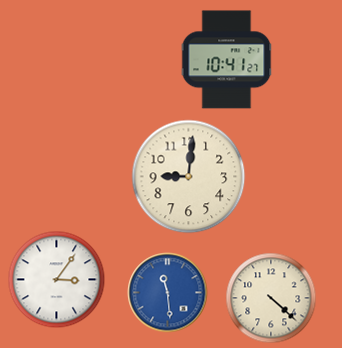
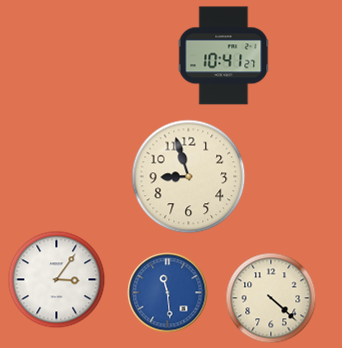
clock at (227, 60) position: (227, 60) -> (224, 56)
clock at (189, 177): 9:01 -> 8:57
